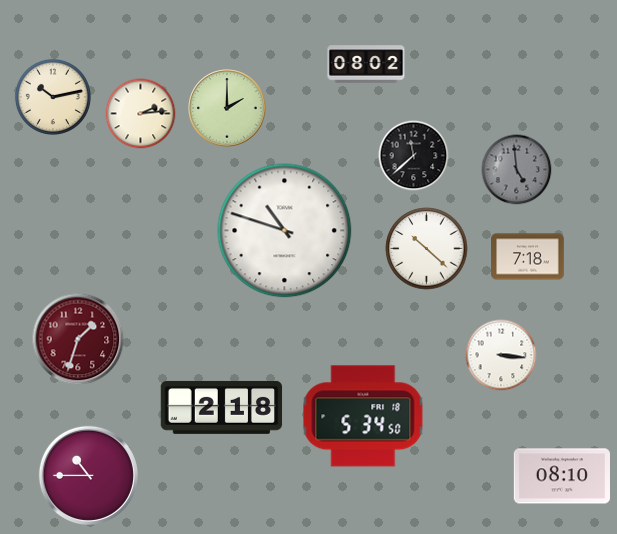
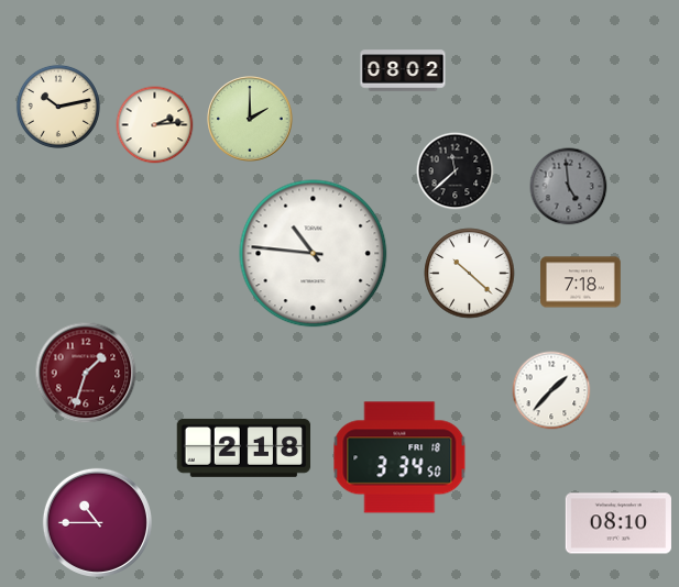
clock at (285, 231): 10:48 -> 10:46
clock at (501, 355): 3:16 -> 1:37
clock at (363, 416): 5:34 -> 3:34
